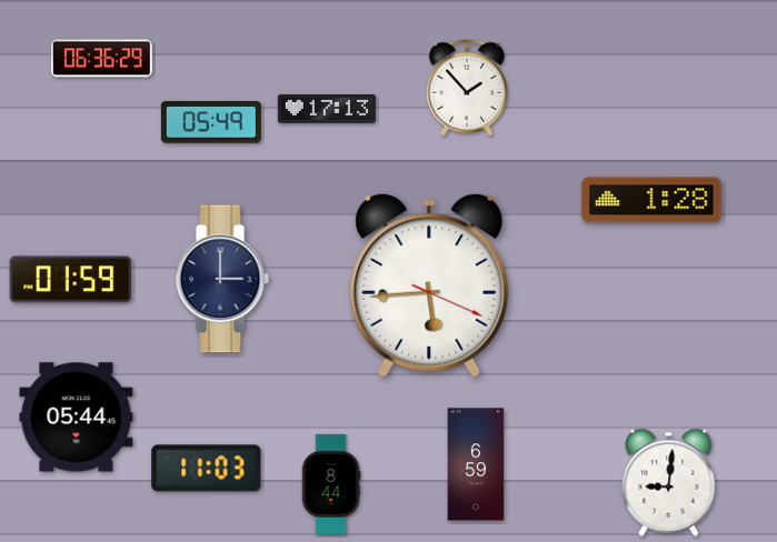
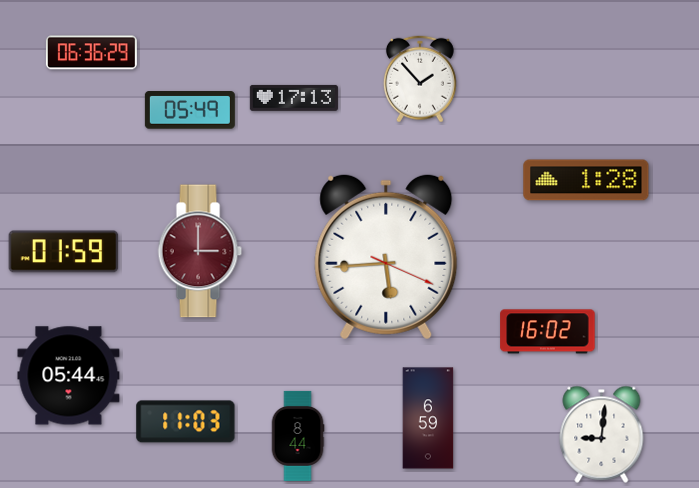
clock at (222, 279) dial: navy -> burgundy
clock at (548, 332): none -> 16:02
